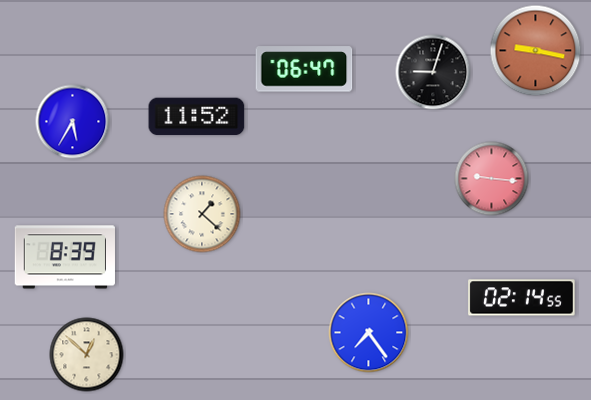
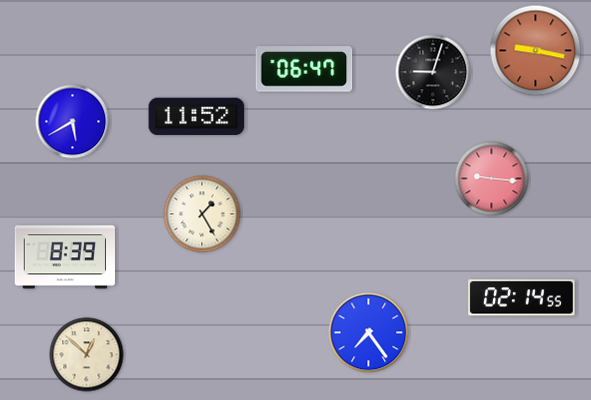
clock at (73, 122): 5:35 -> 5:40
clock at (202, 214): 1:22 -> 1:25
